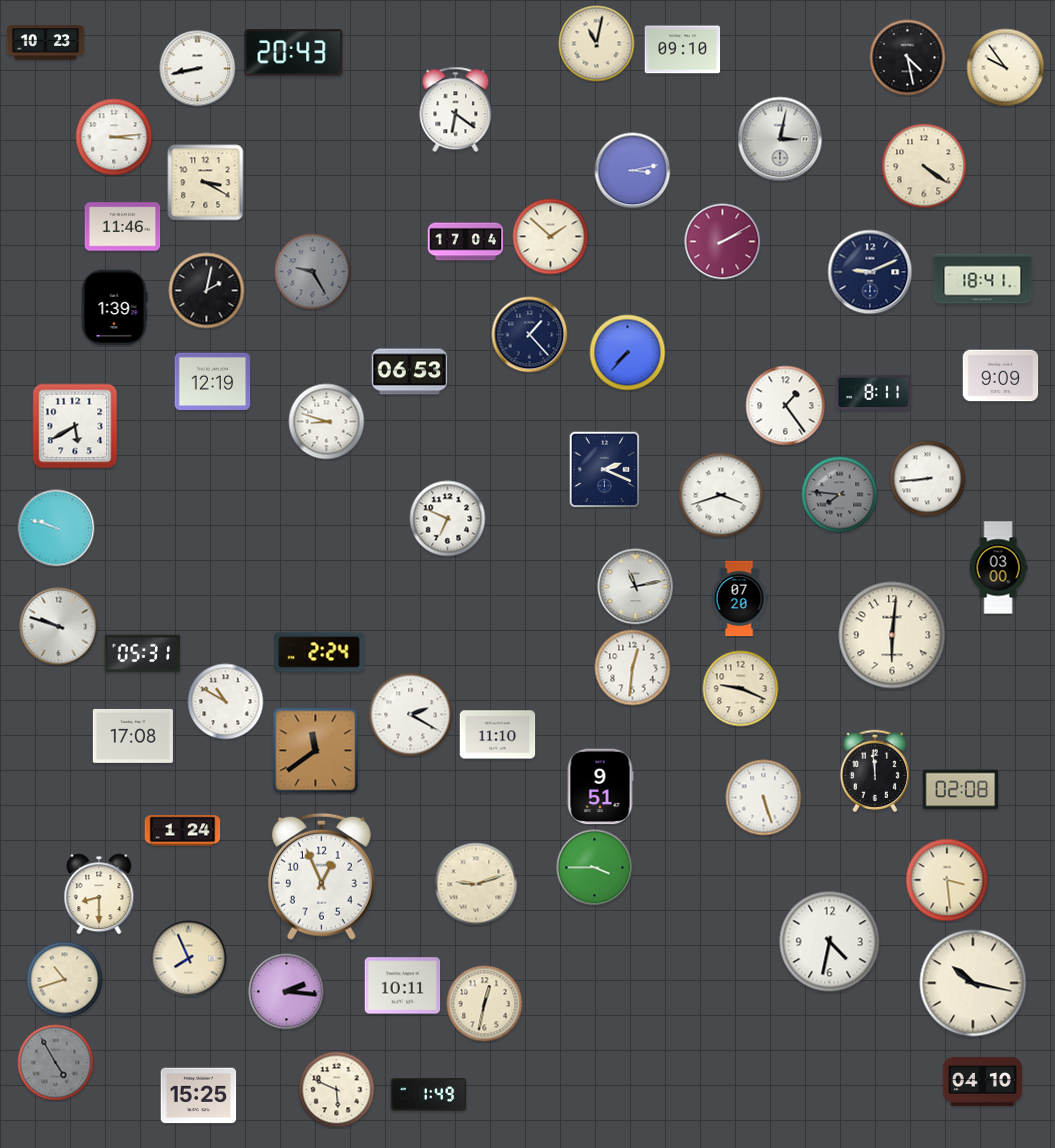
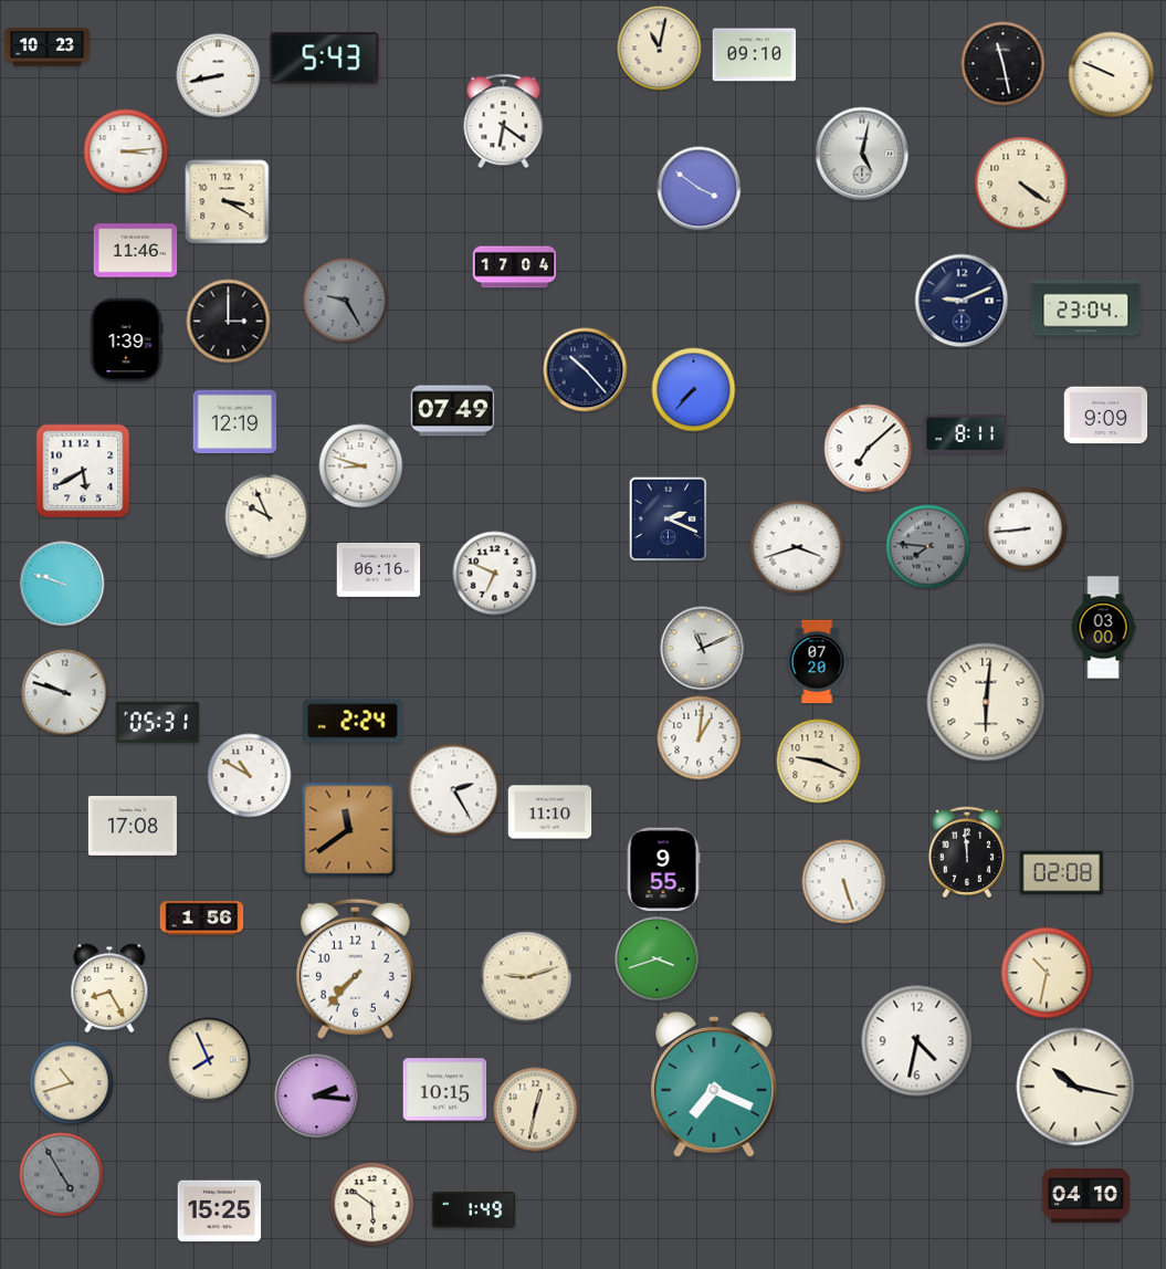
clock at (46, 43) position: (46, 43) -> (48, 48)
clock at (294, 53): 20:43 -> 5:43
clock at (908, 58): 4:28 -> 11:28
clock at (1006, 68): 9:54 -> 9:49
clock at (780, 139): 3:02 -> 5:02
clock at (633, 171): 3:13 -> 3:51
clock at (551, 237): 1:52 -> none
clock at (723, 242): 2:10 -> none
clock at (983, 279): 18:41 -> 23:04
clock at (207, 291): 2:02 -> 3:00
clock at (530, 335): 1:23 -> 10:23
clock at (410, 372): 06:53 -> 07:49
clock at (786, 406): 1:24 -> 7:08
clock at (267, 516): none -> 9:56
clock at (379, 569): none -> 06:16
clock at (636, 587): 11:13 -> 11:11
clock at (633, 668): 12:31 -> 1:01
clock at (411, 715): 2:20 -> 2:25
clock at (133, 736) position: (133, 736) -> (133, 826)
clock at (600, 787): 9:51 -> 9:55
clock at (183, 831): 1:24 -> 1:56
clock at (595, 868): 3:45 -> 3:42
clock at (321, 876): 12:56 -> 7:37
clock at (947, 880): 3:29 -> 10:32
clock at (99, 894): 8:30 -> 8:25
clock at (714, 1086): none -> 7:19
clock at (403, 986): 10:11 -> 10:15
clock at (337, 1090): 5:49 -> 5:51
